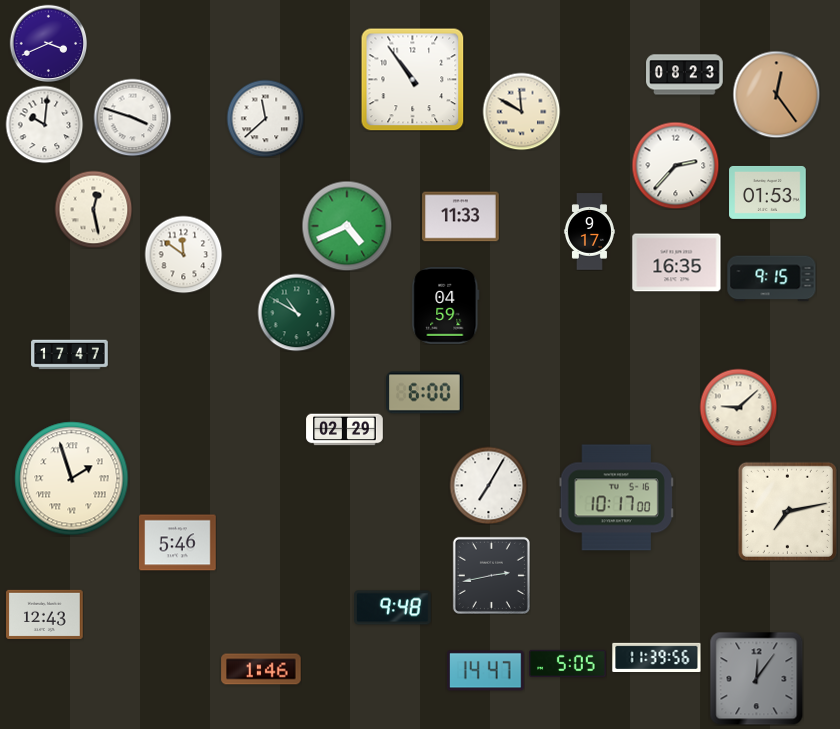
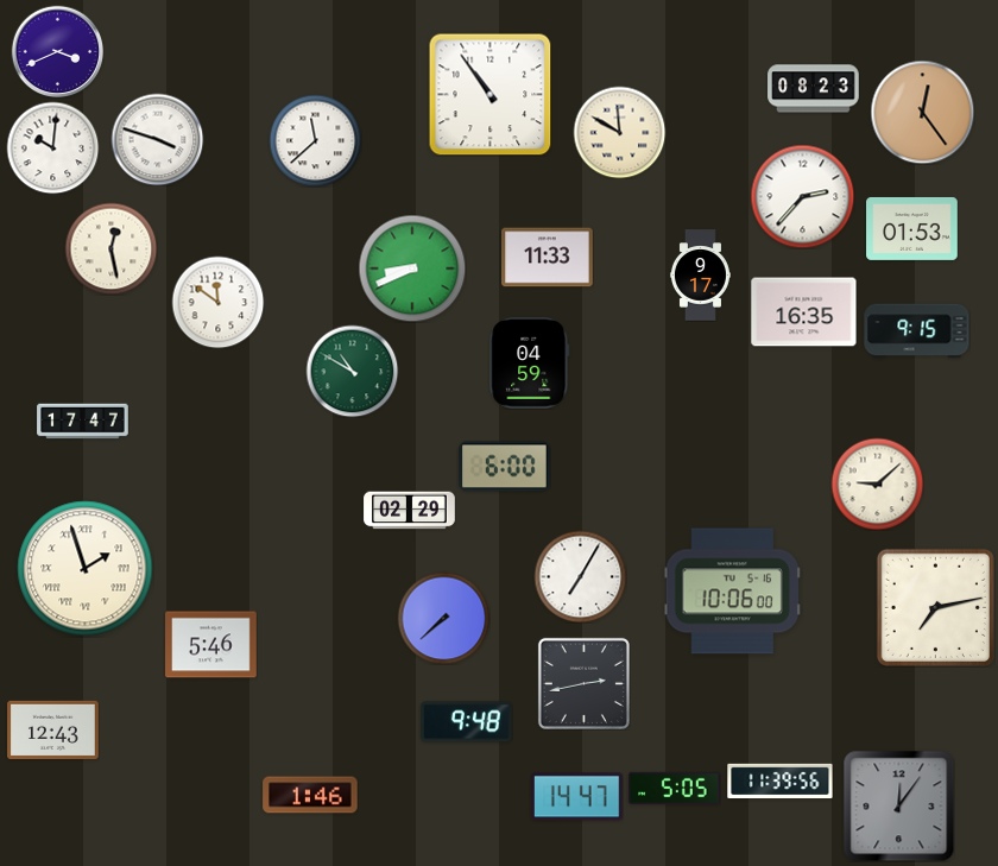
clock at (347, 226): 4:41 -> 8:41
clock at (616, 498): 10:17 -> 10:06
clock at (443, 618): none -> 7:38
